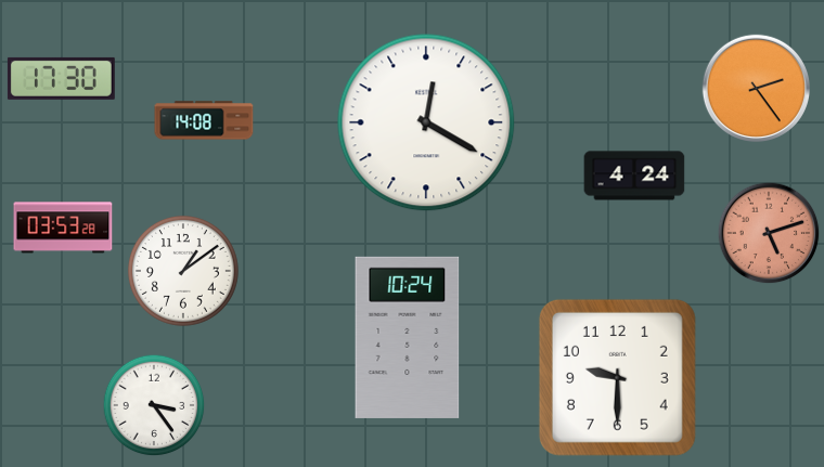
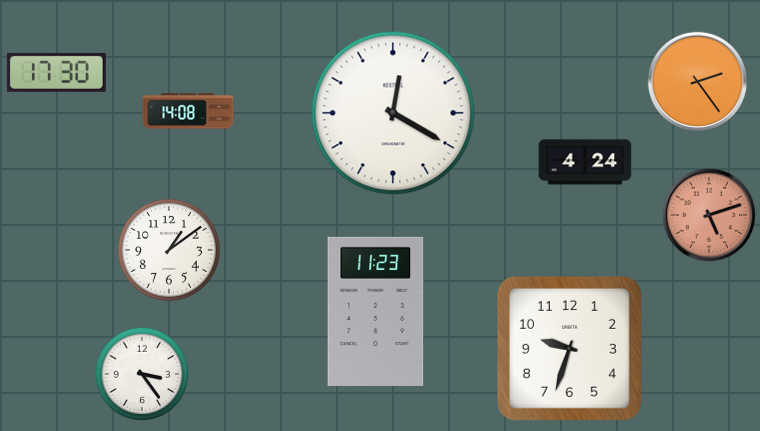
clock at (63, 228): 03:53 -> none
clock at (408, 337): 10:24 -> 11:23
clock at (617, 377): 9:30 -> 9:33
